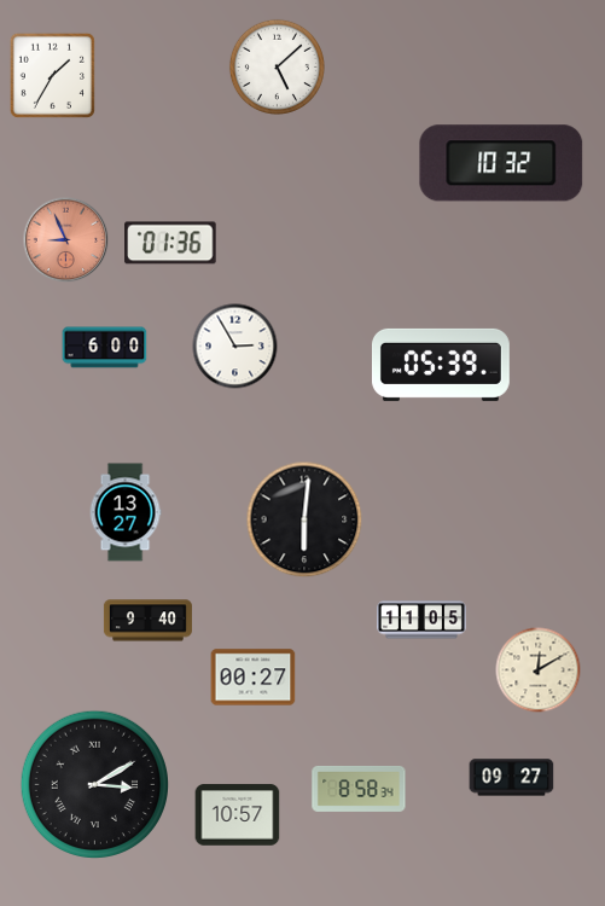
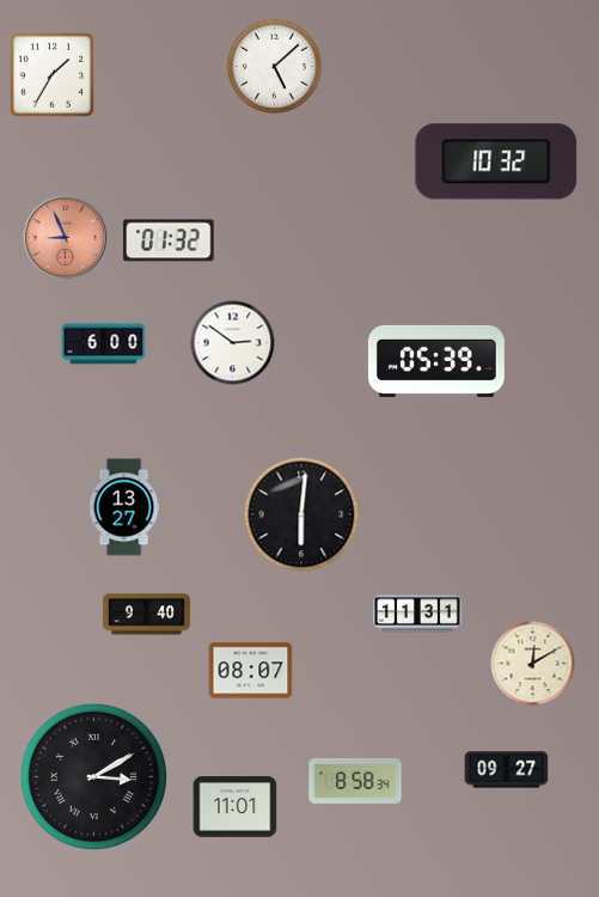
clock at (170, 243): 01:36 -> 01:32
clock at (235, 347): 2:55 -> 2:51
clock at (423, 620): 11:05 -> 11:31
clock at (254, 678): 00:27 -> 08:07
clock at (238, 815): 10:57 -> 11:01
